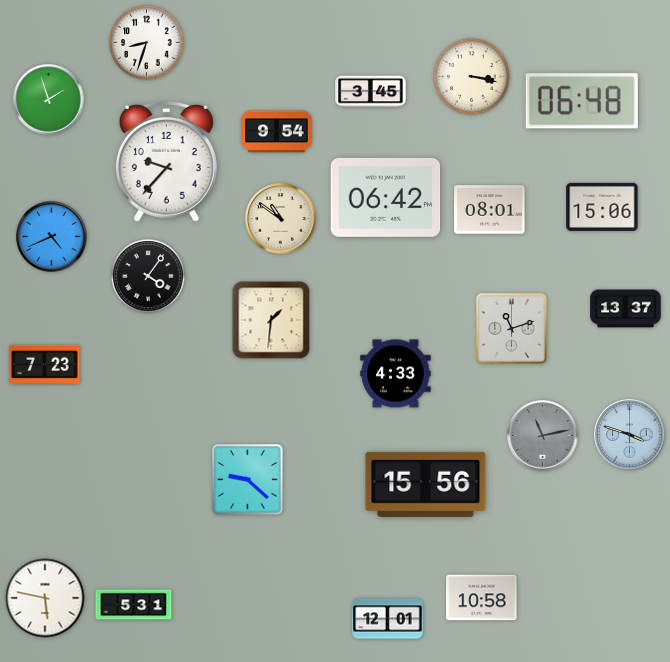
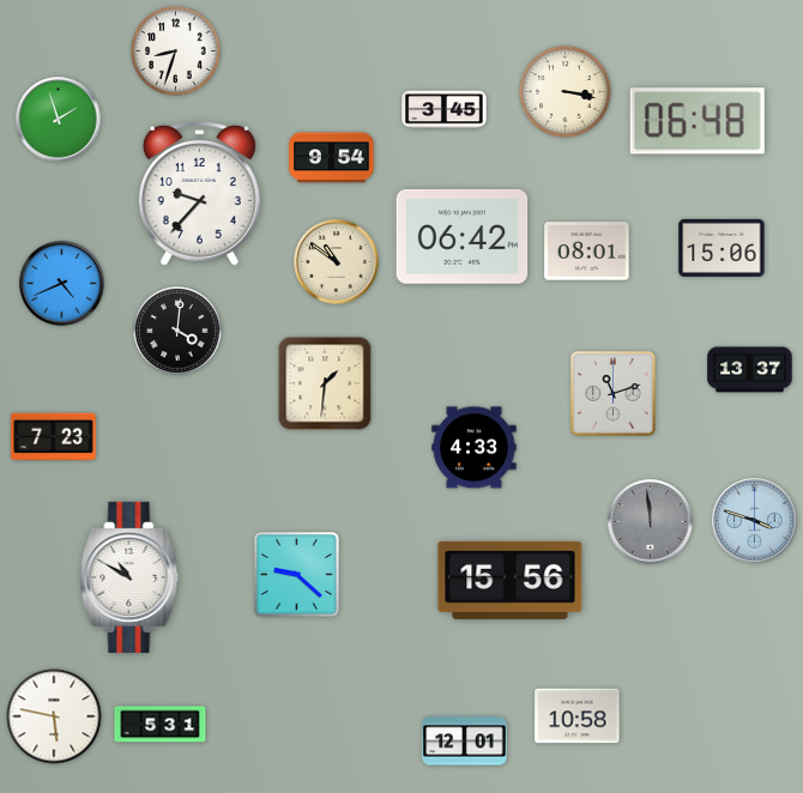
clock at (148, 276): 4:06 -> 4:01
clock at (543, 436): 11:13 -> 11:59
clock at (129, 577): none -> 10:50
